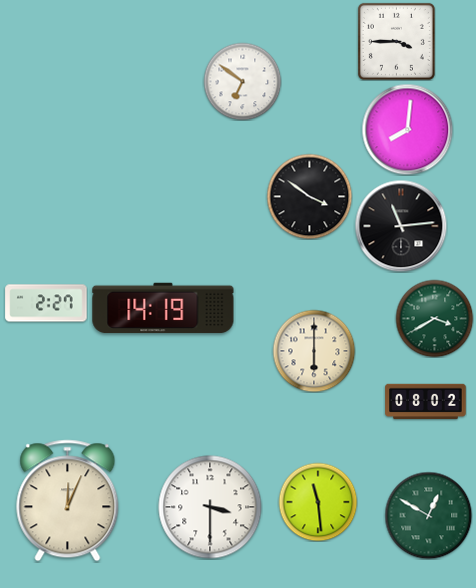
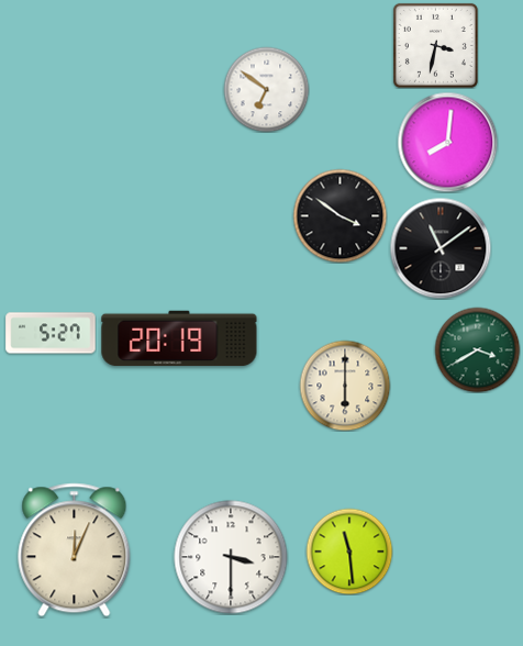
clock at (396, 41): 3:45 -> 3:32
clock at (401, 226): 11:14 -> 11:09
clock at (46, 303): 2:27 -> 5:27
clock at (163, 308): 14:19 -> 20:19
clock at (426, 402): 08:02 -> none
clock at (428, 515): 12:50 -> none
